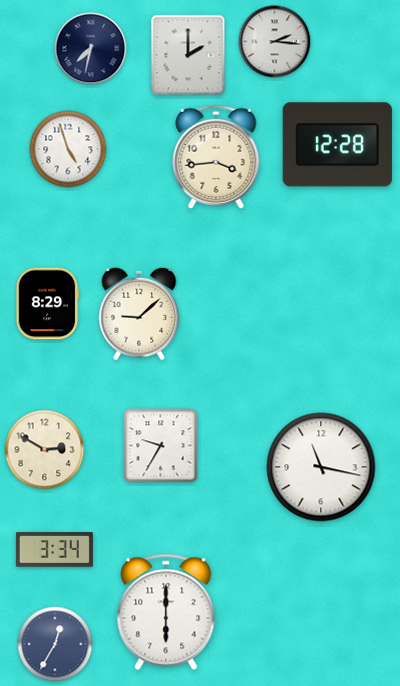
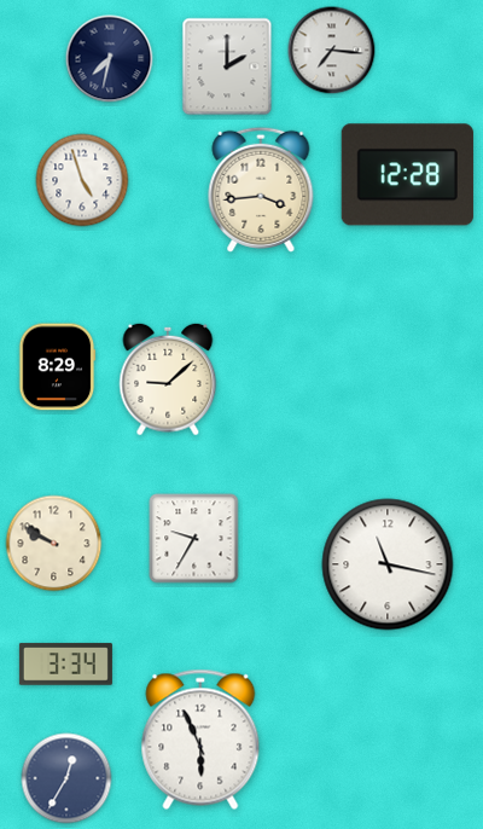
clock at (275, 42): 2:16 -> 7:16
clock at (45, 450): 2:50 -> 9:50
clock at (166, 612): 6:00 -> 5:56
